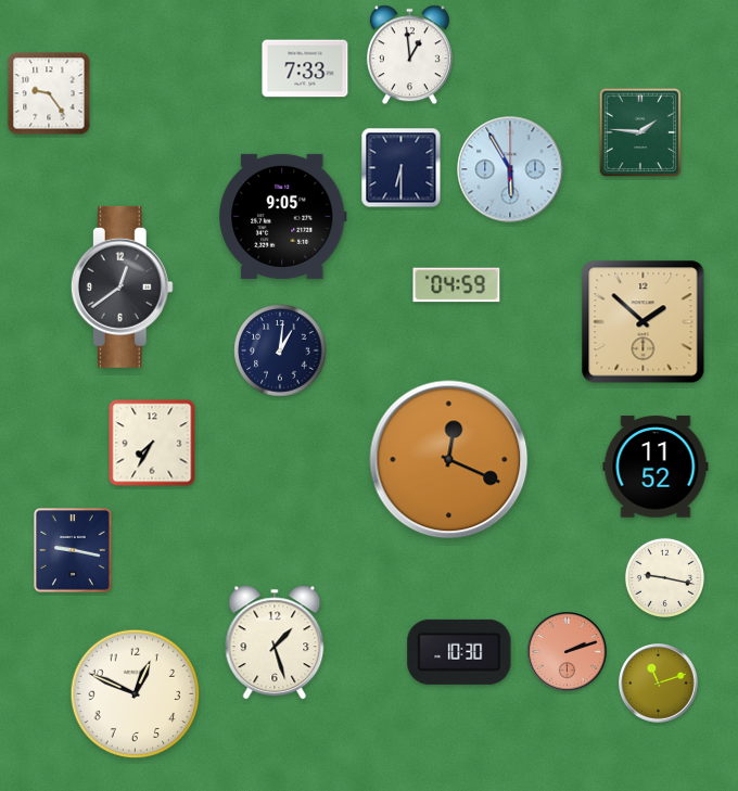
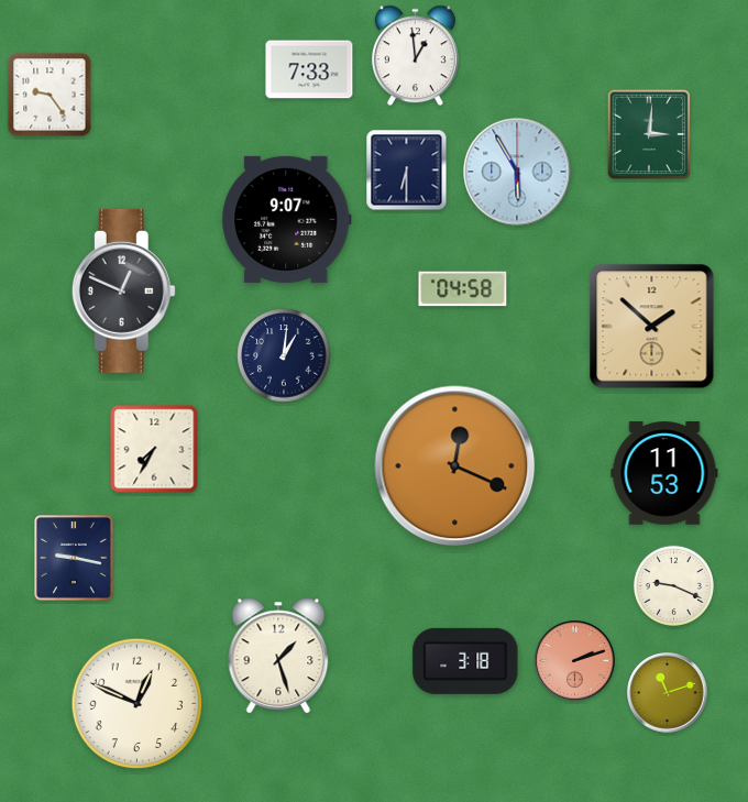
clock at (640, 132): 1:46 -> 3:01
clock at (283, 216): 9:05 -> 9:07
clock at (457, 285): 04:59 -> 04:58
clock at (122, 286): 12:39 -> 12:49
clock at (656, 467): 11:52 -> 11:53
clock at (664, 577): 9:17 -> 9:19
clock at (275, 642) position: (275, 642) -> (278, 656)
clock at (459, 652): 10:30 -> 3:18
